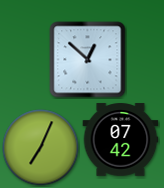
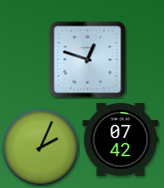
clock at (88, 60): 12:52 -> 12:48
clock at (41, 148): 7:04 -> 2:04
